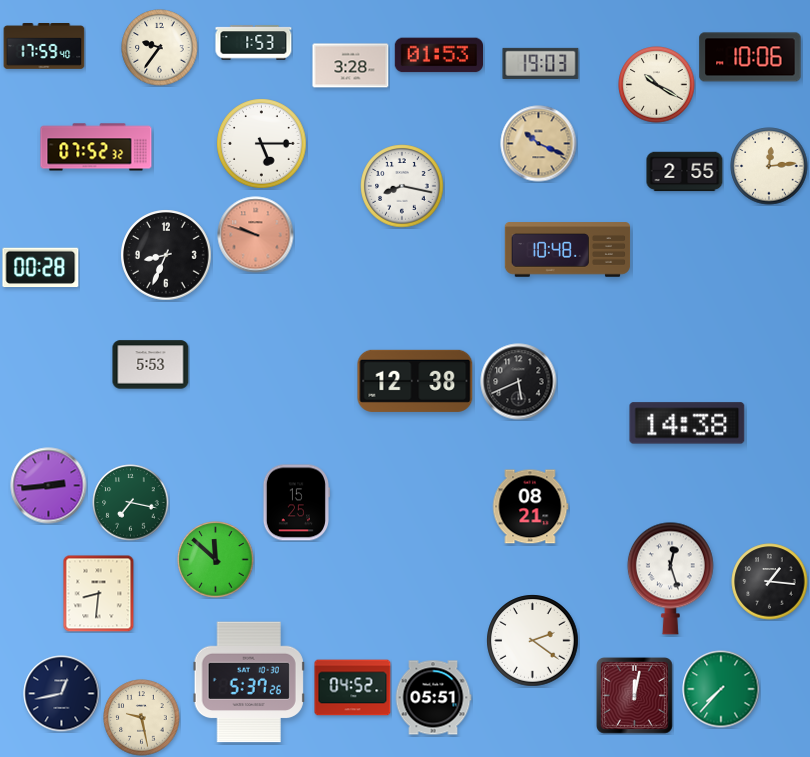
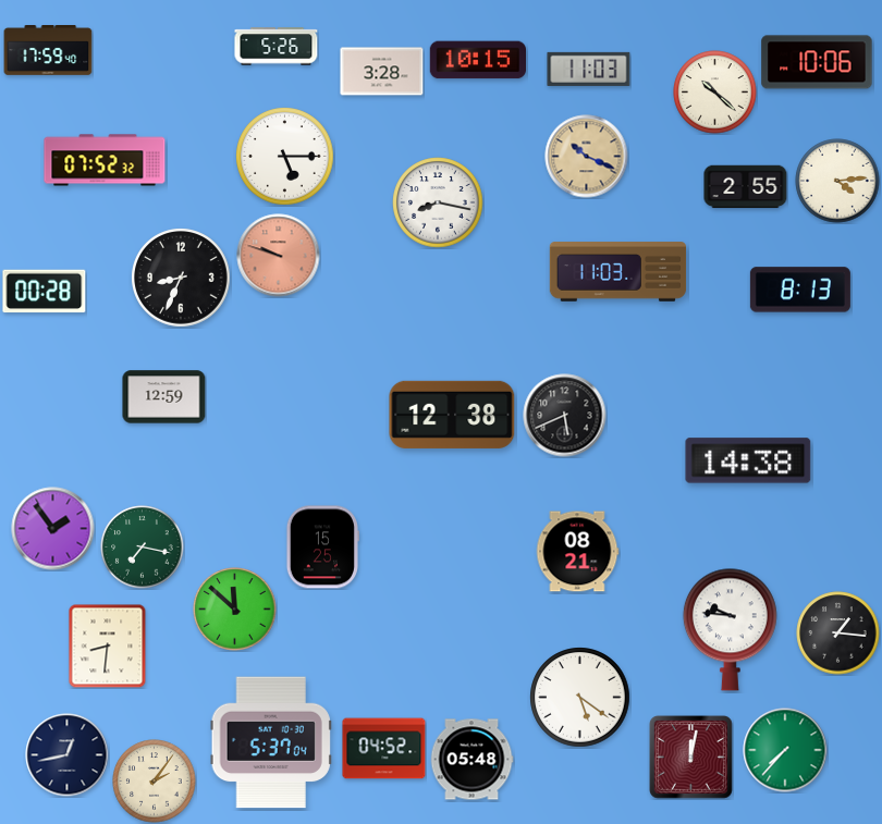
clock at (254, 43): 1:53 -> 5:26
clock at (160, 48): 9:36 -> none
clock at (438, 55): 01:53 -> 10:15
clock at (541, 63): 19:03 -> 11:03
clock at (657, 85): 10:20 -> 10:22
clock at (769, 166): 12:14 -> 4:14
clock at (568, 250): 10:48 -> 11:03
clock at (800, 290): none -> 8:13
clock at (151, 365): 5:53 -> 12:59
clock at (49, 486): 2:44 -> 1:54
clock at (670, 578): 12:27 -> 9:46
clock at (533, 641): 2:21 -> 5:21
clock at (249, 682): 5:37:26 -> 5:37:04
clock at (433, 698): 05:51 -> 05:48
clock at (142, 718): 9:28 -> 2:06
